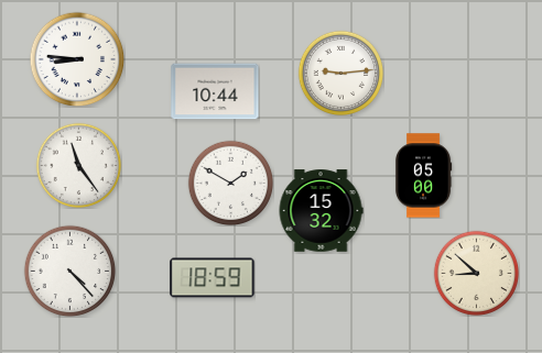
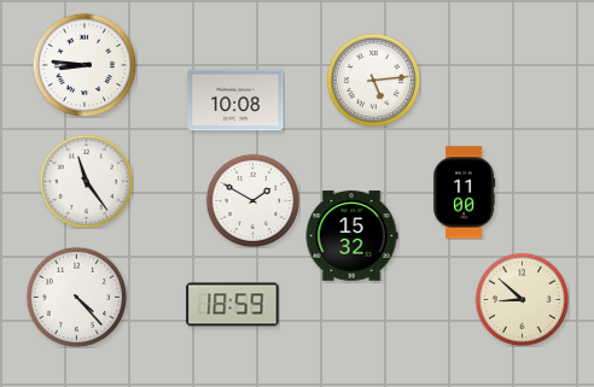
clock at (340, 73): 9:14 -> 5:14
clock at (215, 91): 10:44 -> 10:08
clock at (423, 176): 05:00 -> 11:00
clock at (321, 211) position: (321, 211) -> (351, 236)
